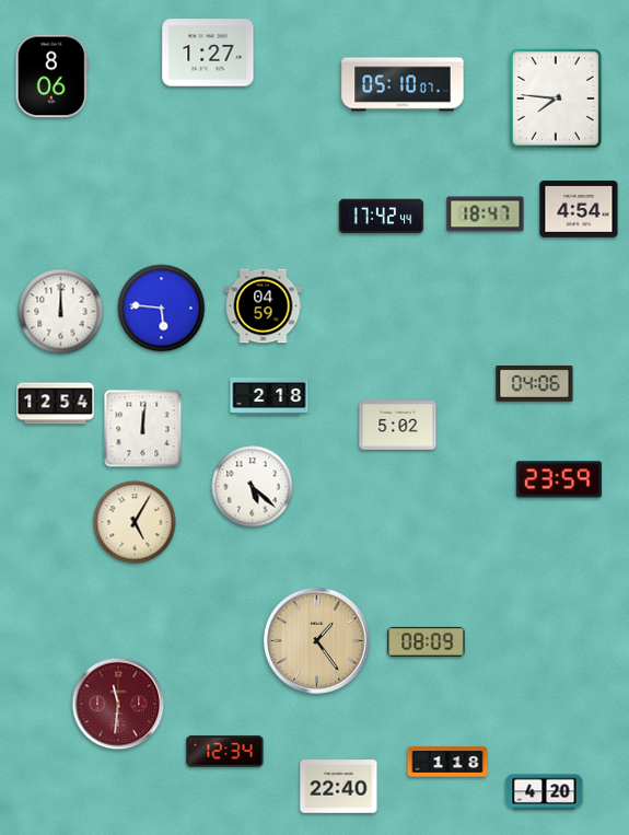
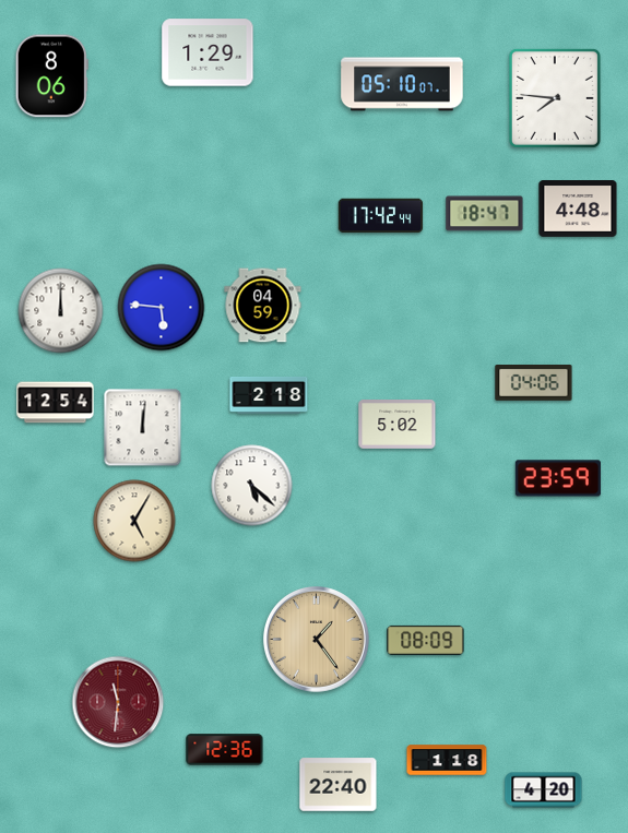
clock at (208, 53): 1:27 -> 1:29
clock at (579, 210): 4:54 -> 4:48
clock at (225, 752): 12:34 -> 12:36
